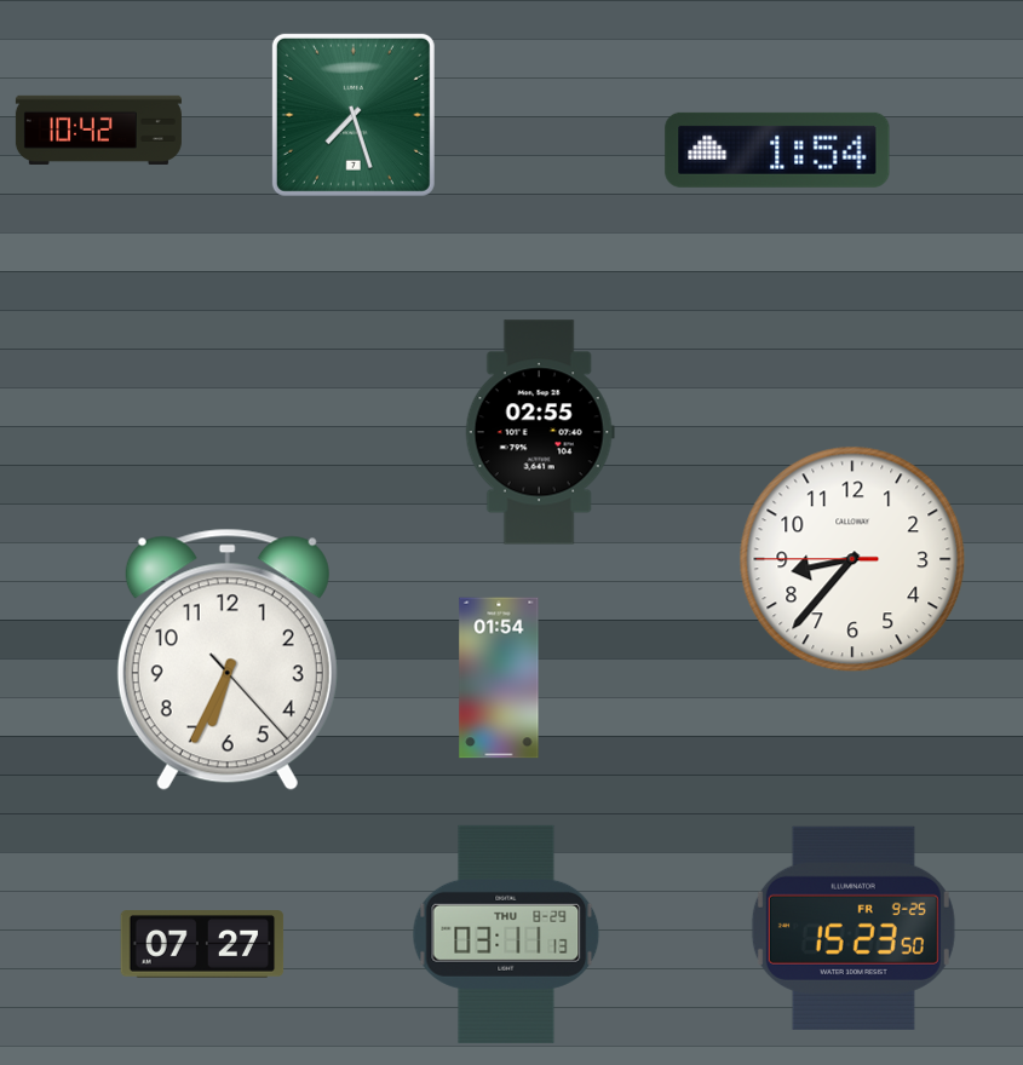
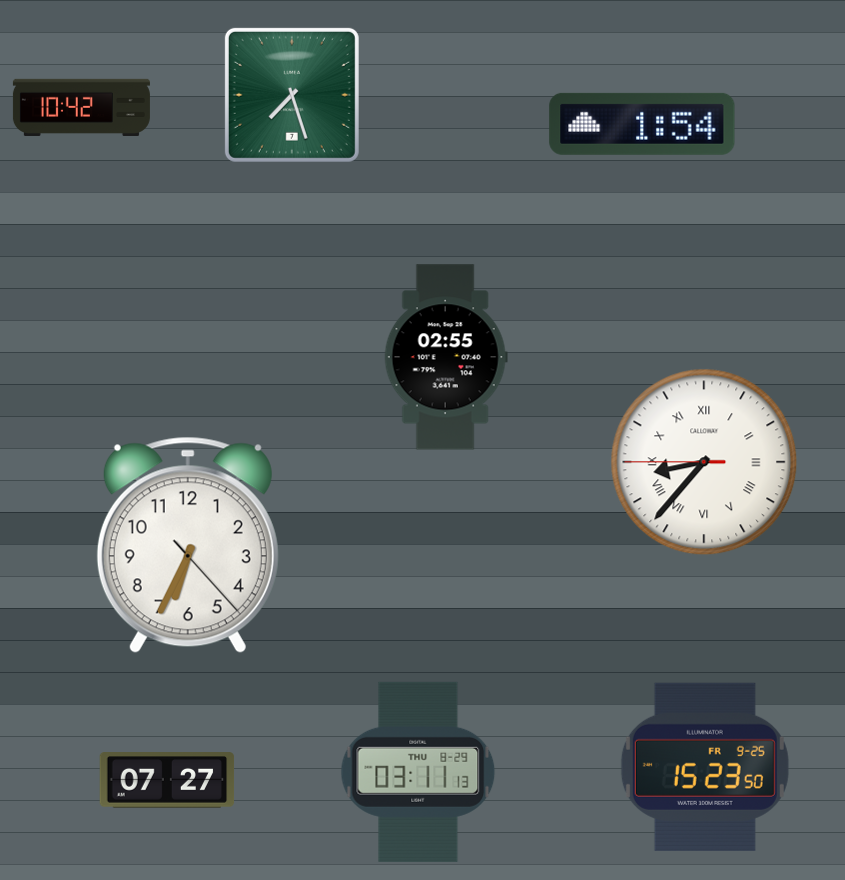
clock at (852, 559) numerals: Arabic -> Roman
clock at (499, 678): 01:54 -> none
